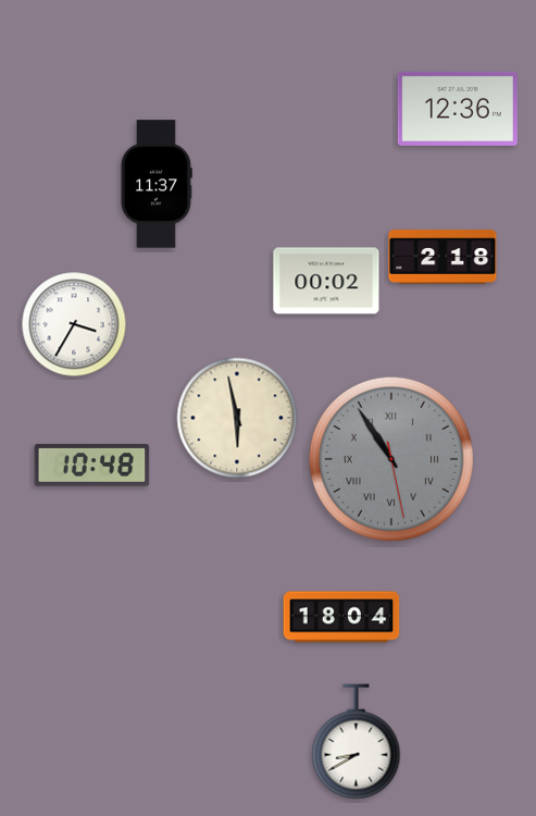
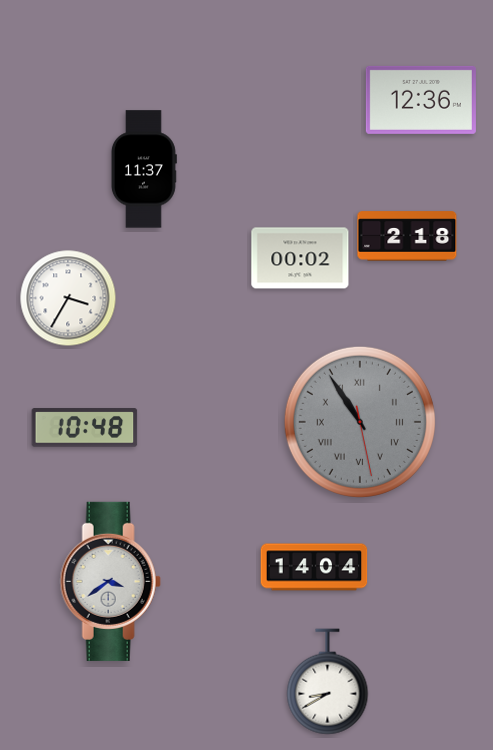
clock at (237, 418): 5:58 -> none
clock at (341, 617): 18:04 -> 14:04
clock at (110, 581): none -> 3:39
